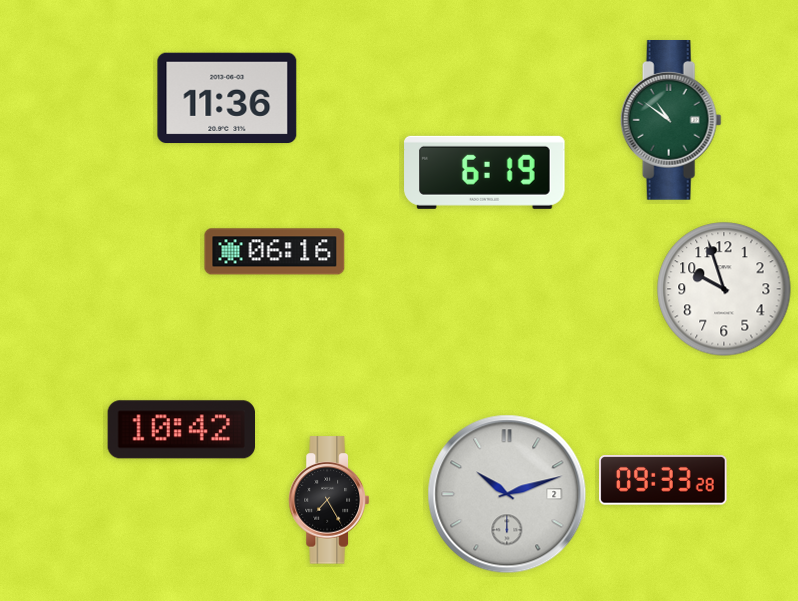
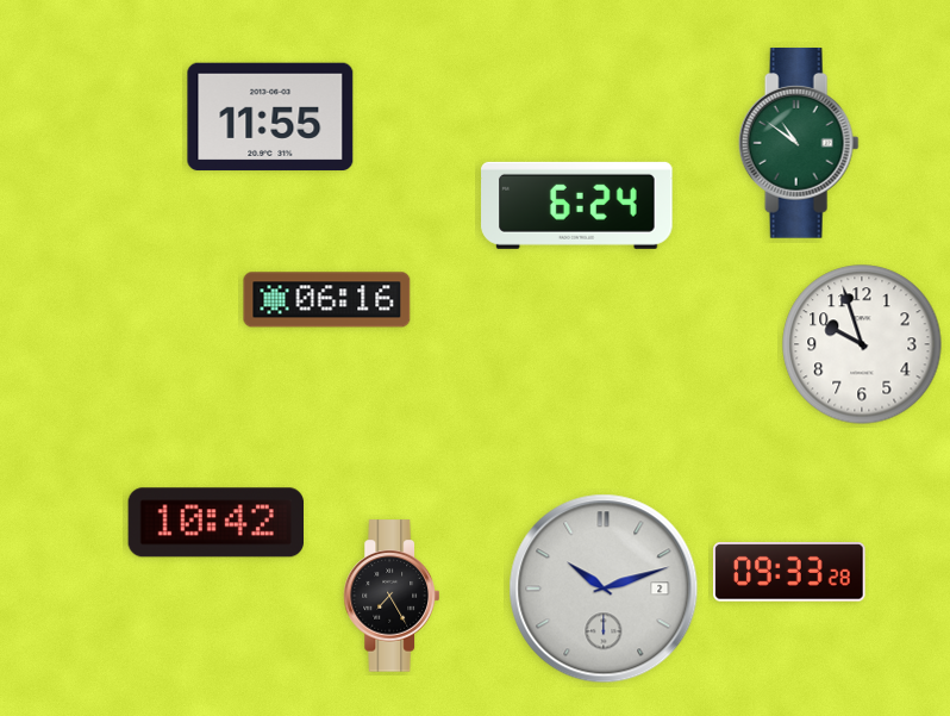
clock at (227, 98): 11:36 -> 11:55
clock at (485, 172): 6:19 -> 6:24
clock at (181, 430) position: (181, 430) -> (215, 523)
